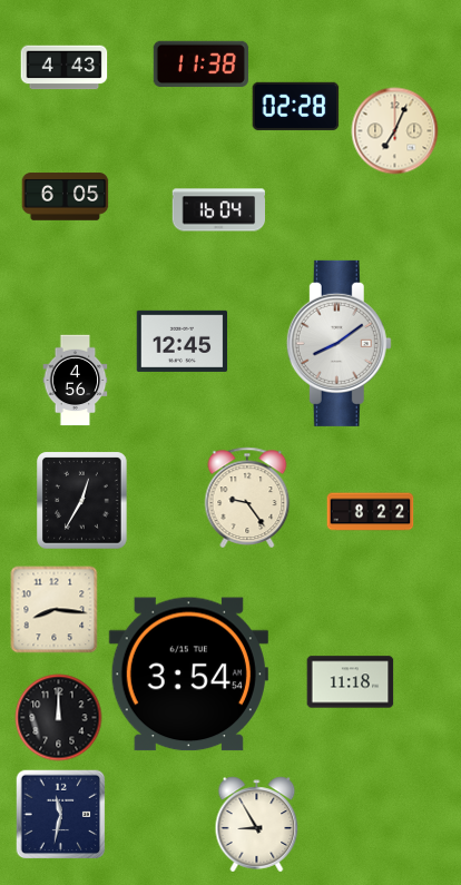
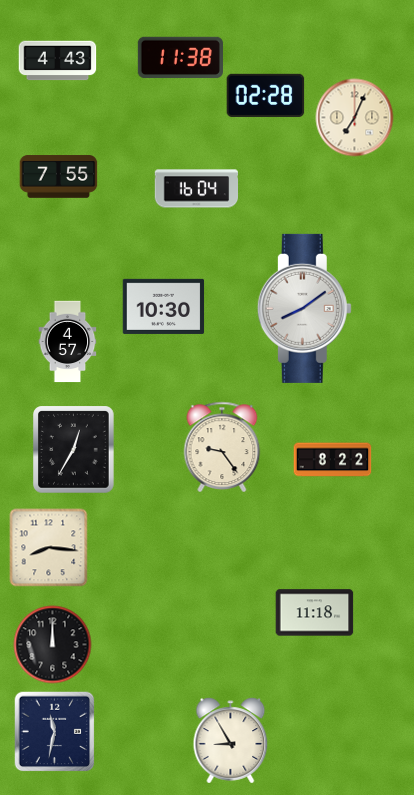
clock at (65, 197): 6:05 -> 7:55
clock at (182, 341): 12:45 -> 10:30
clock at (76, 380): 4:56 -> 4:57
clock at (188, 675): 3:54 -> none
